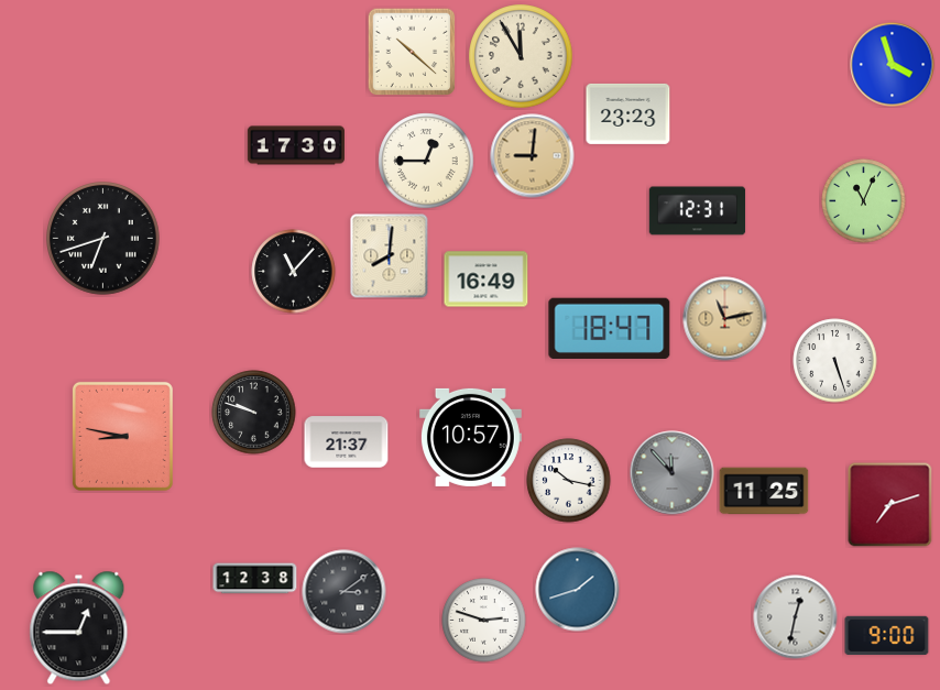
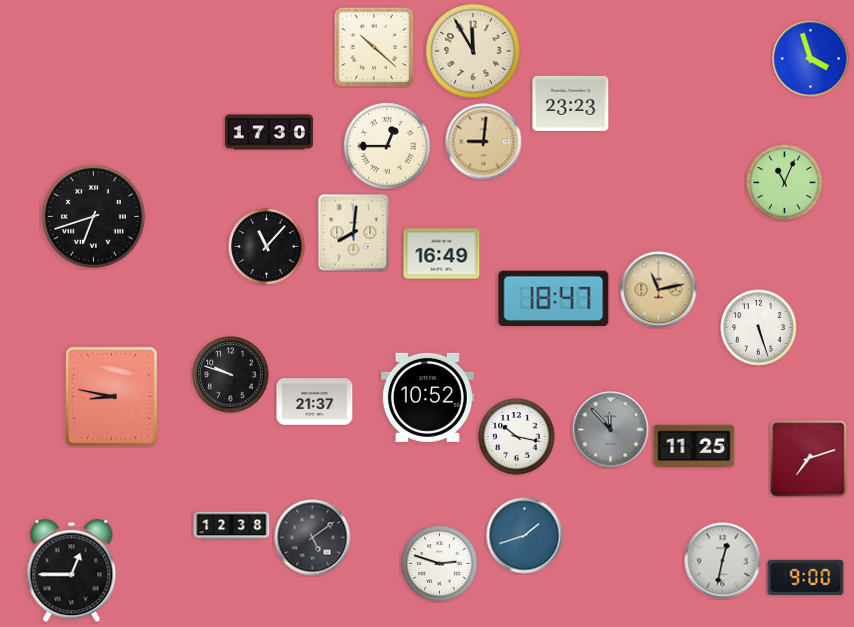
clock at (698, 211): 12:31 -> none
clock at (470, 437): 10:57 -> 10:52
clock at (345, 592): 3:09 -> 5:09
